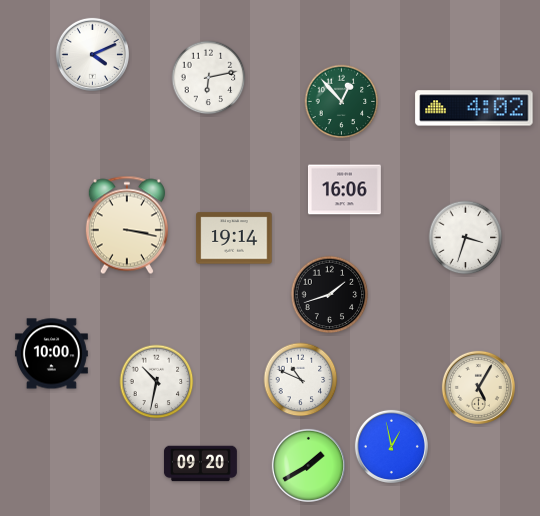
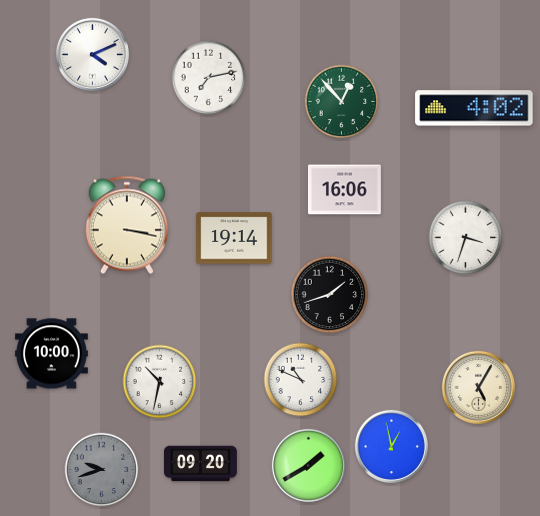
clock at (209, 78): 6:13 -> 7:13
clock at (157, 382) position: (157, 382) -> (160, 382)
clock at (102, 470): none -> 9:42
